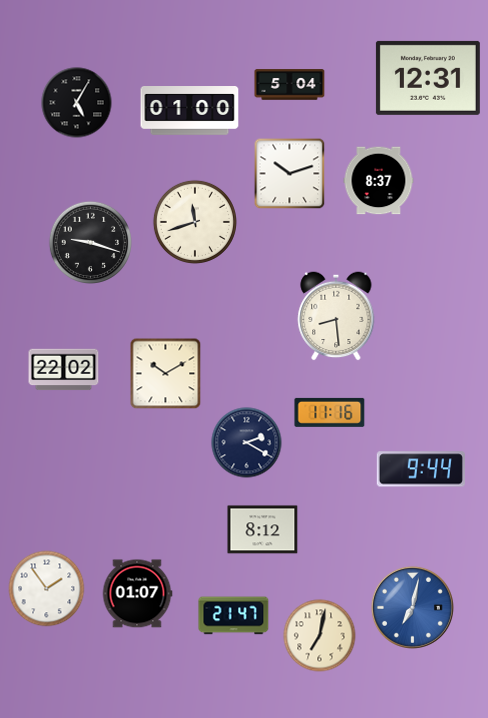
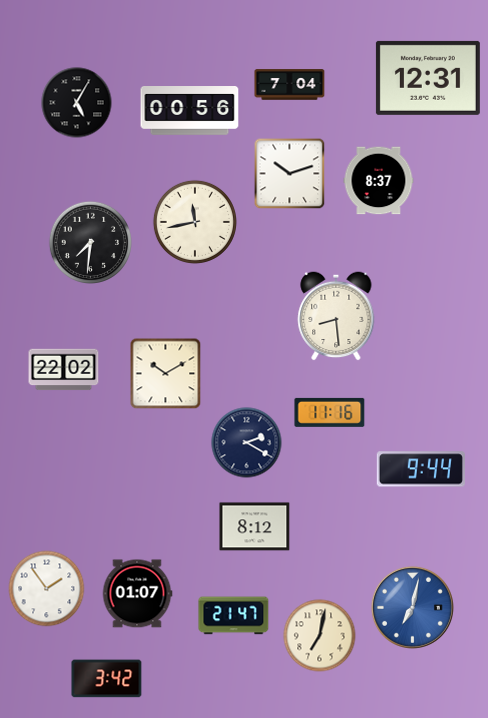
clock at (290, 85): 5:04 -> 7:04
clock at (190, 111): 01:00 -> 00:56
clock at (195, 222): 11:42 -> 11:43
clock at (90, 242): 9:18 -> 7:31
clock at (263, 530) position: (263, 530) -> (255, 527)
clock at (107, 679): none -> 3:42
